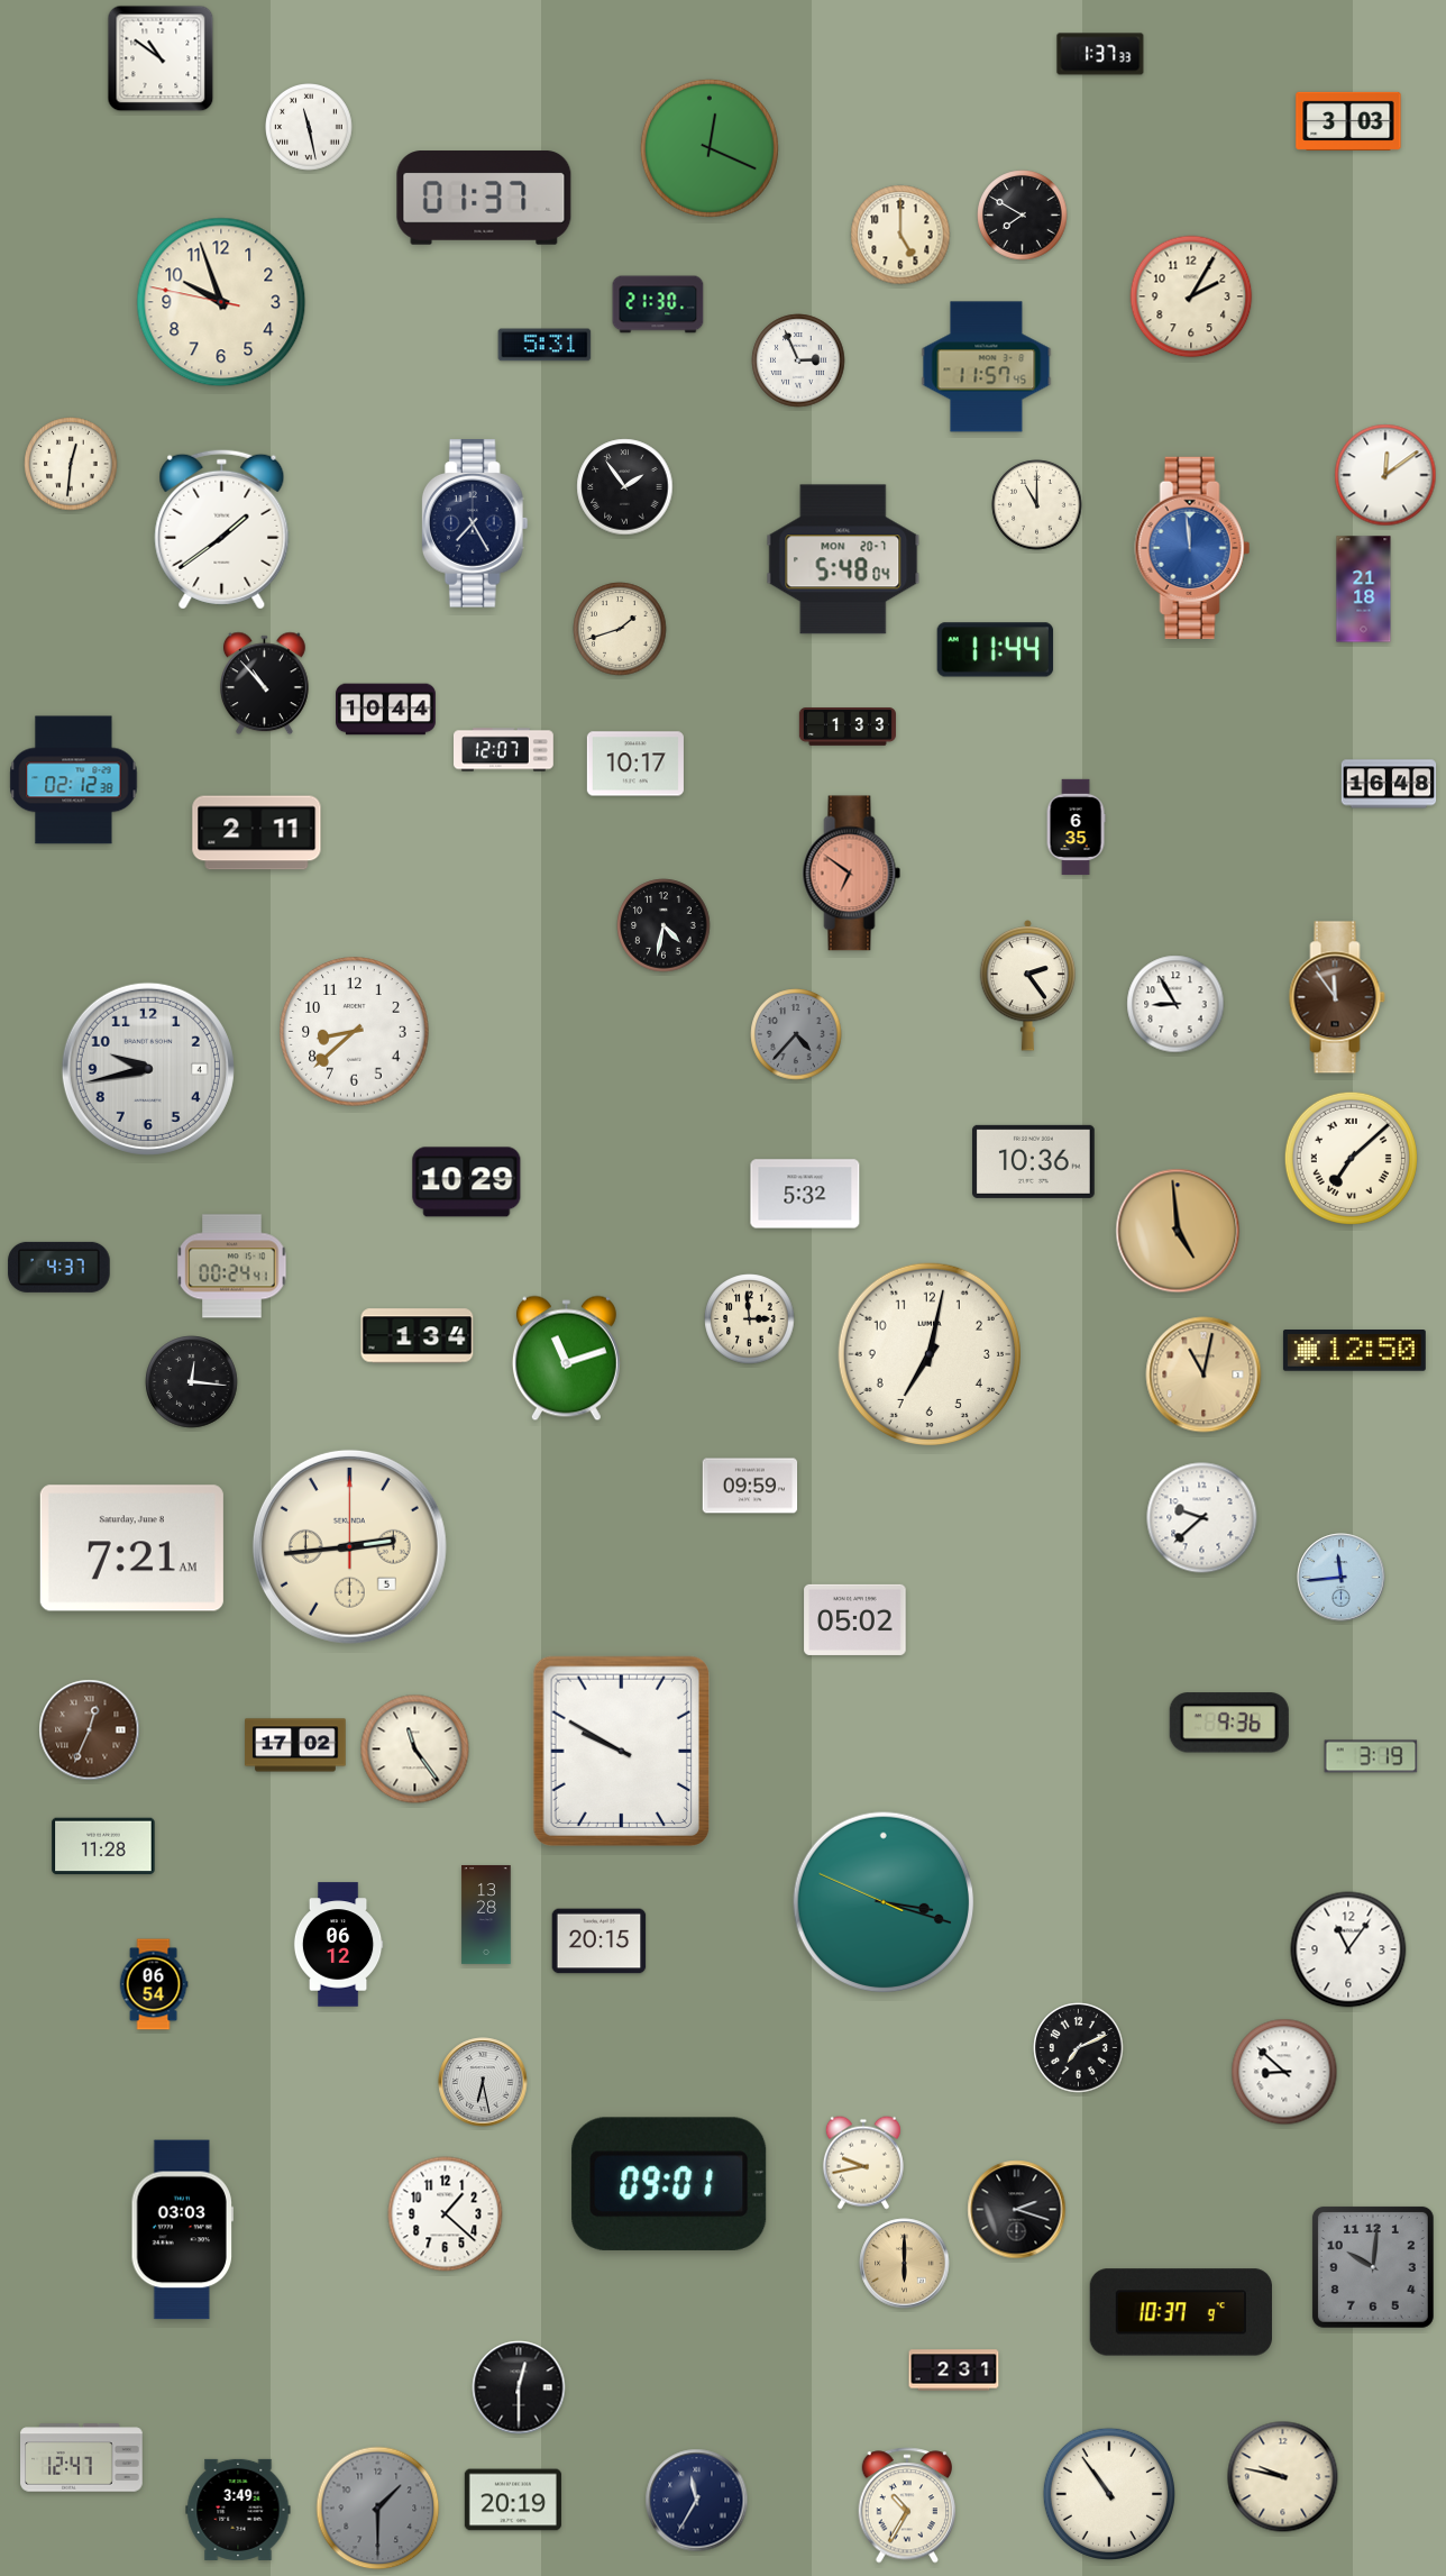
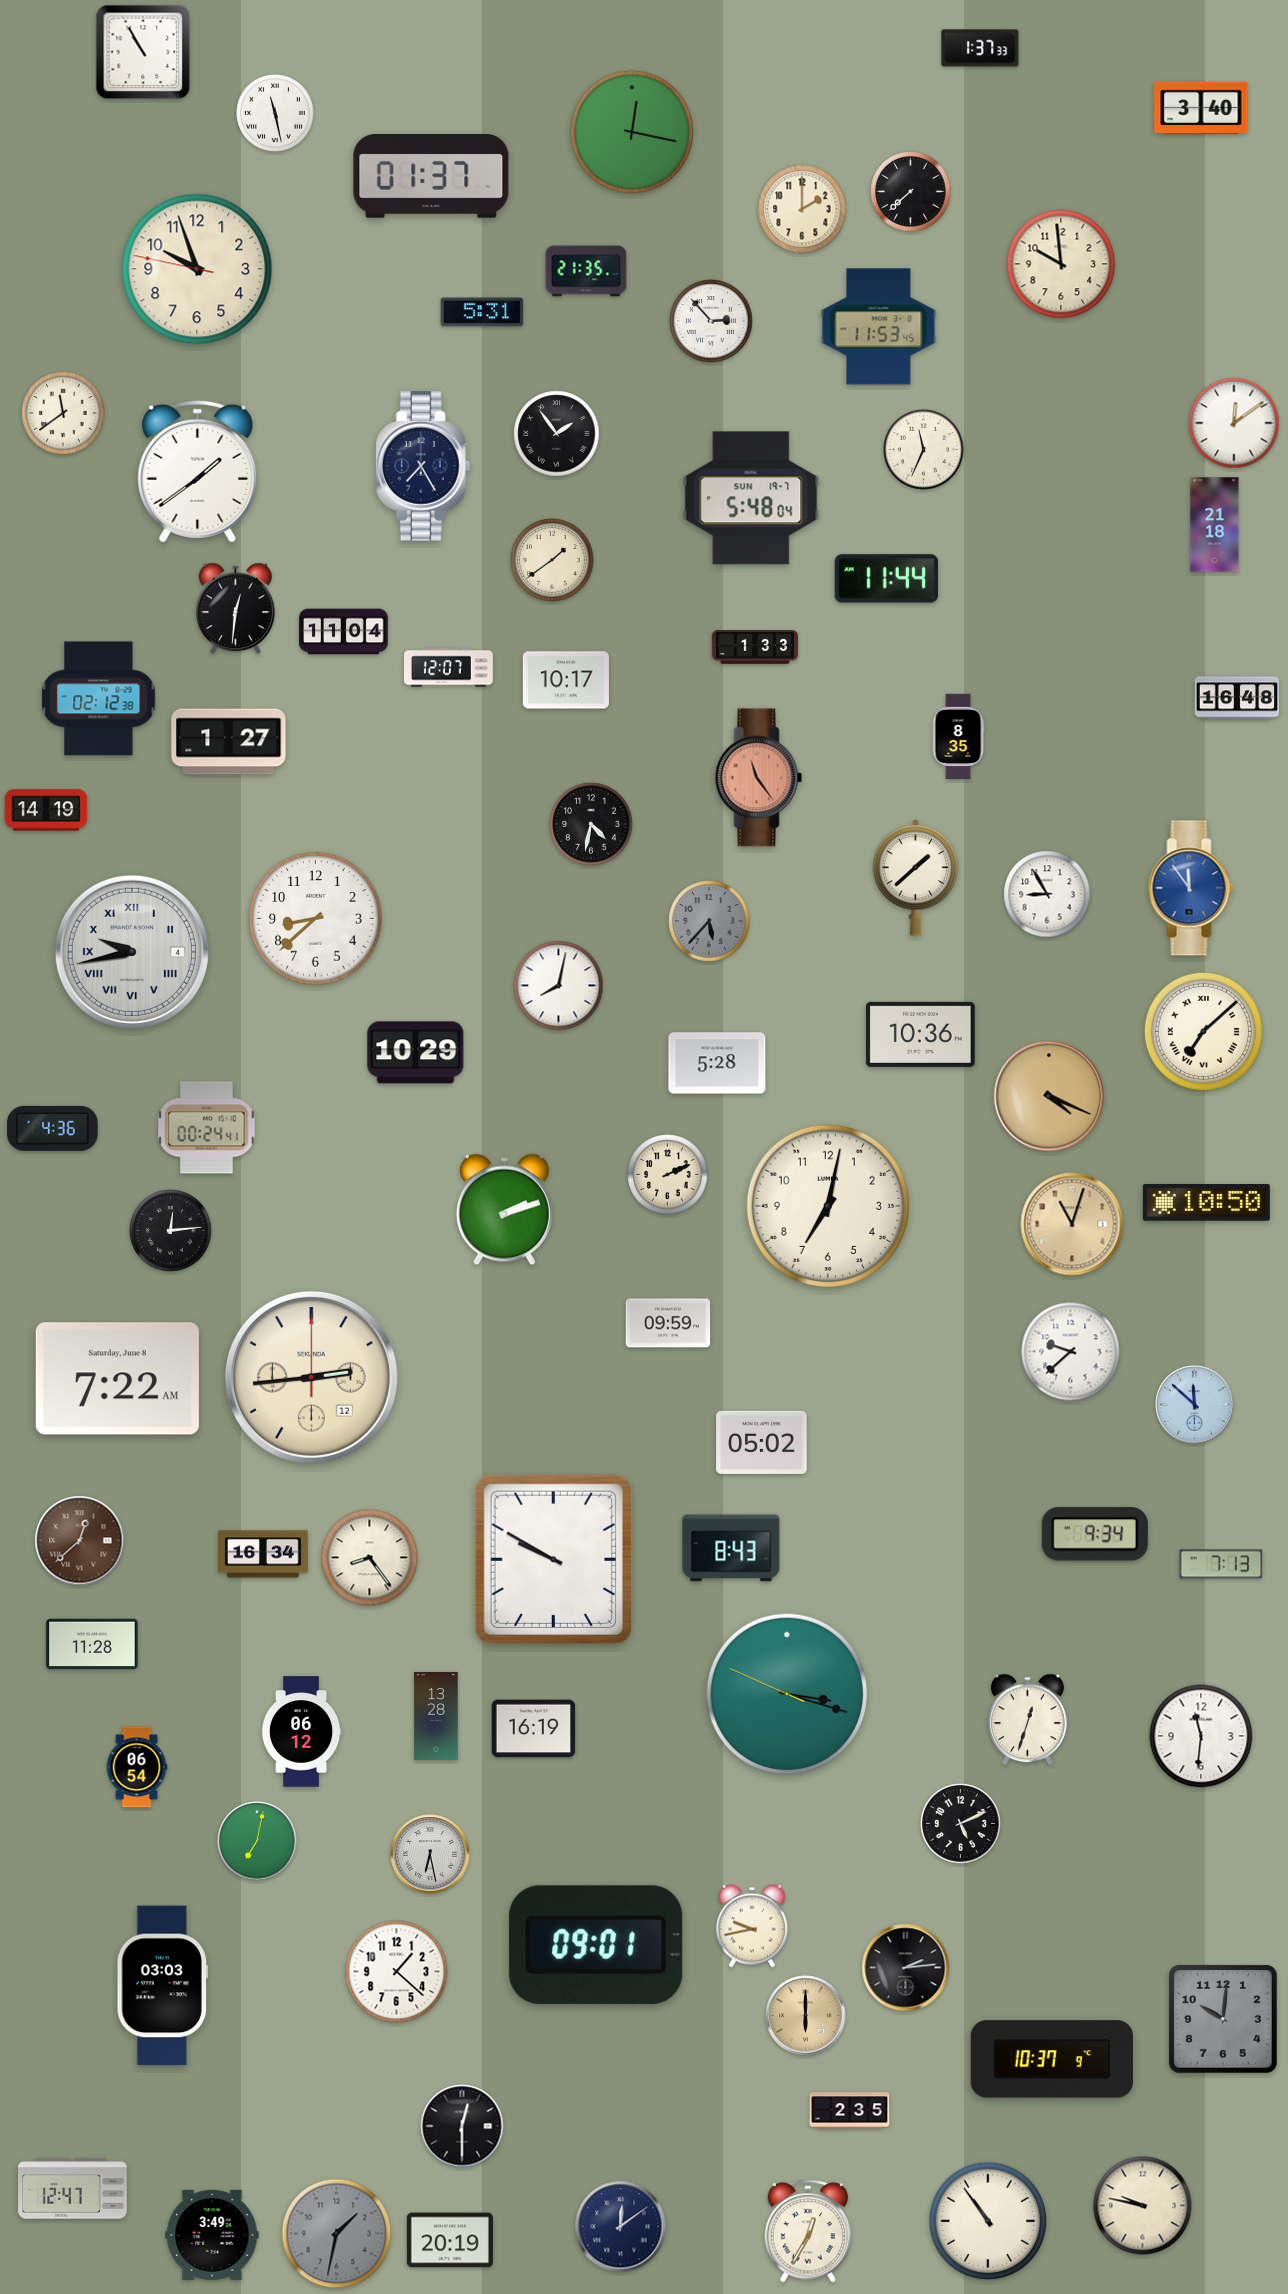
clock at (161, 58): 10:51 -> 10:55
clock at (1348, 121): 3:03 -> 3:40
clock at (710, 148): 12:19 -> 12:17
clock at (1023, 216): 7:50 -> 7:38
clock at (900, 235): 5:00 -> 2:00
clock at (1191, 296): 2:05 -> 9:59
clock at (658, 304): 21:30 -> 21:35
clock at (544, 345) position: (544, 345) -> (482, 312)
clock at (798, 360): 2:56 -> 2:53
clock at (987, 367): 11:57 -> 11:53
clock at (71, 464): 12:31 -> 11:39
clock at (1037, 505): 11:00 -> 11:34
clock at (1192, 548): 11:59 -> none
clock at (843, 559) date: MON 20-7 -> SUN 19-7
clock at (620, 629): 1:42 -> 1:39
clock at (265, 684): 10:53 -> 12:31
clock at (386, 710): 10:44 -> 11:04
clock at (74, 780) position: (74, 780) -> (99, 699)
clock at (1076, 828): 6:35 -> 8:35
clock at (257, 833): 2:11 -> 1:27
clock at (852, 874): 6:51 -> 11:24
clock at (46, 810): none -> 14:19
clock at (1028, 986): 2:24 -> 1:38
clock at (1337, 997) dial: brown -> blue
clock at (796, 1034): 4:37 -> 5:37
clock at (148, 1069) numerals: Arabic -> Roman
clock at (559, 986): none -> 8:02
clock at (805, 1194): 5:32 -> 5:28
clock at (1178, 1231): 4:59 -> 4:19
clock at (60, 1267): 4:37 -> 4:36
clock at (750, 1319): 2:59 -> 2:11
clock at (418, 1336): 1:34 -> none
clock at (1354, 1351): 12:50 -> 10:50
clock at (566, 1359): 11:12 -> 2:12
clock at (1204, 1374): 11:02 -> 11:03
clock at (192, 1382): 12:16 -> 12:14
clock at (349, 1546) date: 5 -> 12
clock at (131, 1549): 7:21 -> 7:22
clock at (1342, 1578): 11:44 -> 11:52
clock at (1229, 1723): 9:36 -> 9:34
clock at (90, 1730): 12:34 -> 12:38
clock at (731, 1548): none -> 8:43
clock at (295, 1745): 17:02 -> 16:34
clock at (415, 1750): 11:24 -> 8:24
clock at (1371, 1756): 3:19 -> 7:13
clock at (486, 1915) position: (486, 1915) -> (436, 1716)
clock at (1028, 1720): none -> 12:33
clock at (600, 1942): 20:15 -> 16:19
clock at (1348, 1949): 11:06 -> 11:31
clock at (1079, 2048): 7:11 -> 5:11
clock at (257, 1841): none -> 7:02
clock at (1284, 2072): 8:52 -> none
clock at (863, 2163) position: (863, 2163) -> (752, 1926)
clock at (1017, 2210): 2:18 -> 2:14
clock at (954, 2371): 2:31 -> 2:35
clock at (513, 2500) position: (513, 2500) -> (450, 2240)
clock at (697, 2501): 11:35 -> 12:09
clock at (907, 2505): 10:35 -> 12:35
clock at (378, 2509): 1:30 -> 1:32
